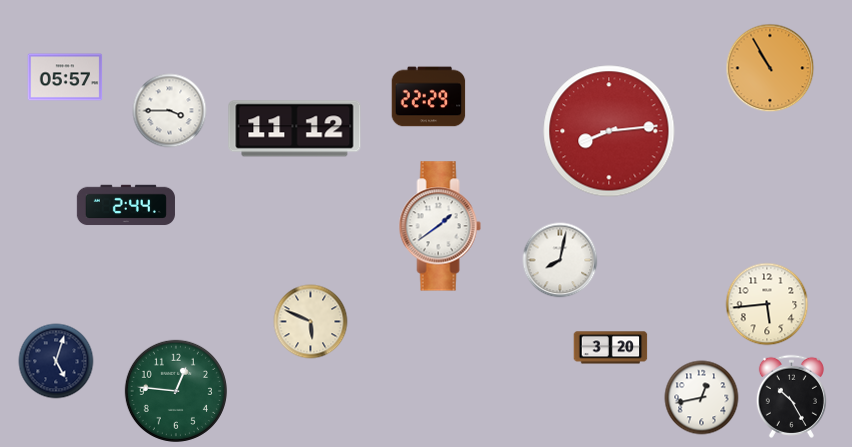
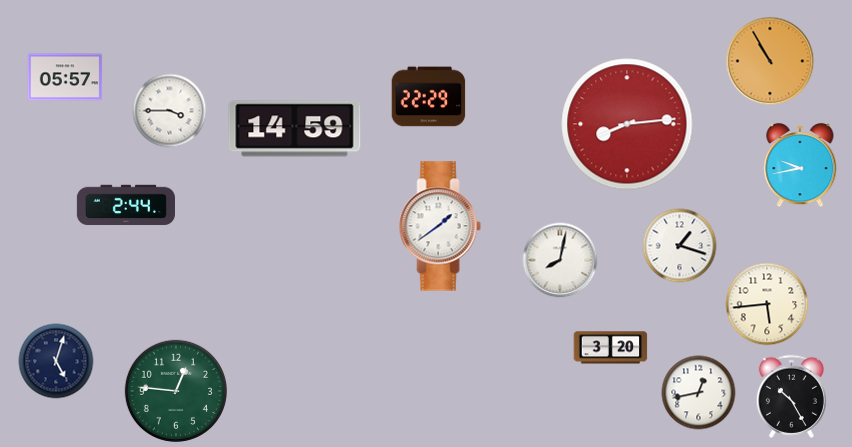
clock at (770, 68) position: (770, 68) -> (770, 61)
clock at (295, 129): 11:12 -> 14:59
clock at (609, 131) position: (609, 131) -> (627, 124)
clock at (800, 165): none -> 9:43
clock at (680, 246): none -> 1:18
clock at (311, 322): 5:49 -> none
clock at (702, 398) position: (702, 398) -> (699, 393)
